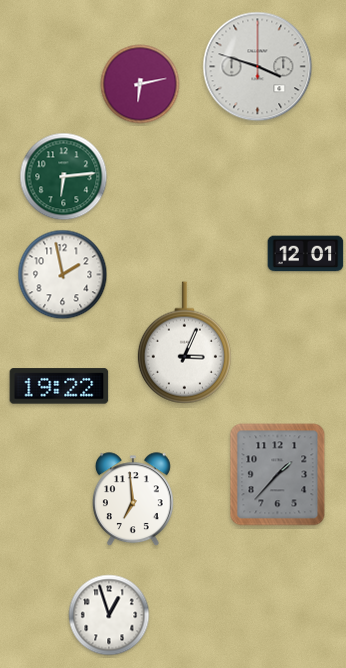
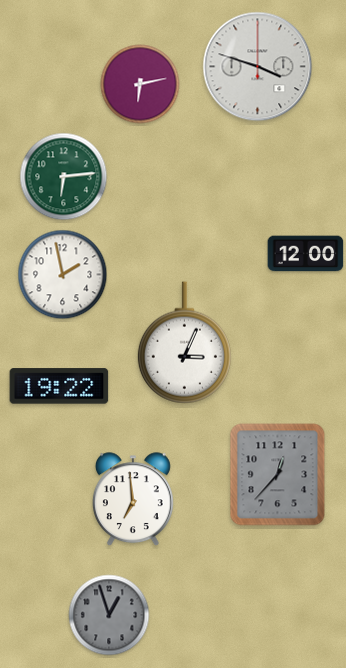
clock at (306, 254): 12:01 -> 12:00
clock at (278, 475): 1:37 -> 12:37
clock at (109, 615) dial: white -> grey
